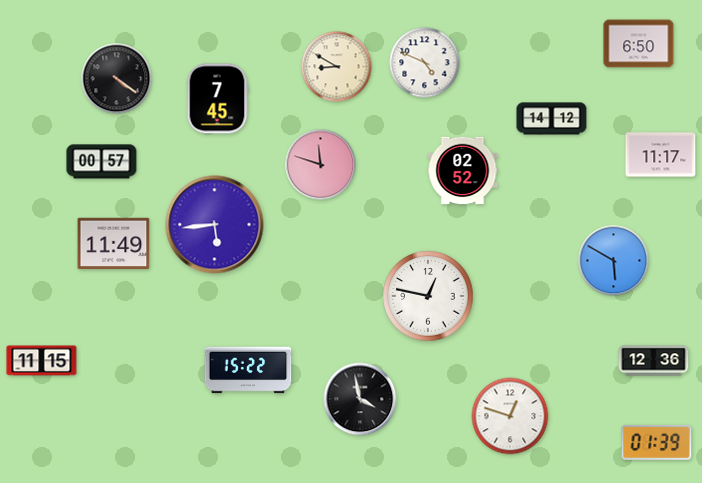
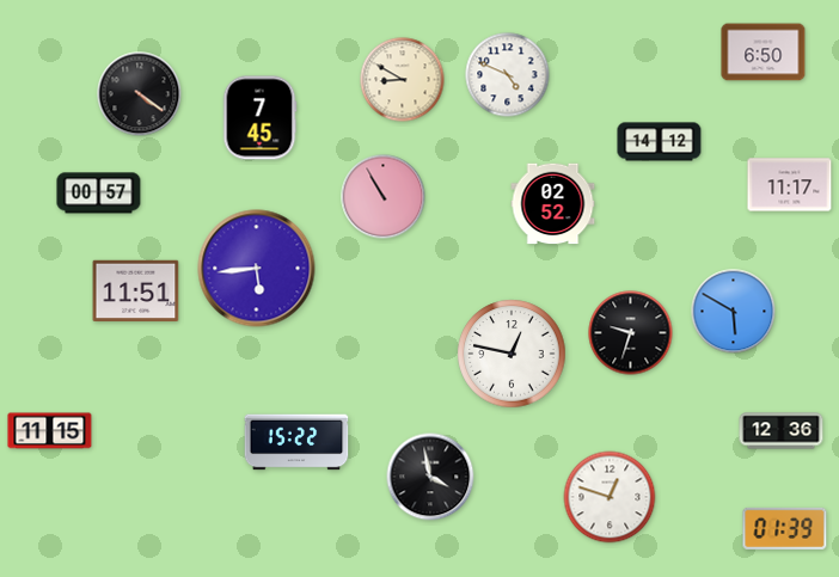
clock at (102, 162) position: (102, 162) -> (99, 194)
clock at (321, 165): 11:48 -> 10:55
clock at (114, 244): 11:49 -> 11:51
clock at (631, 333): none -> 9:33
